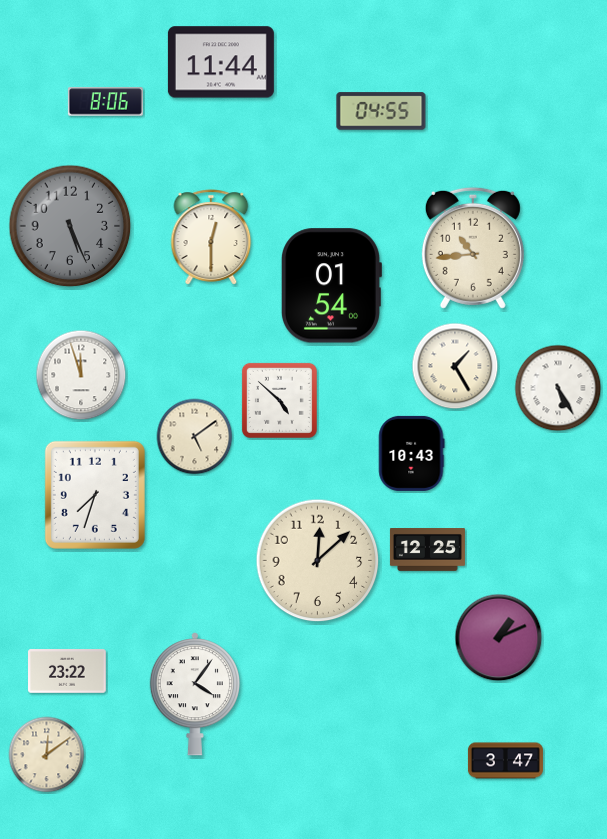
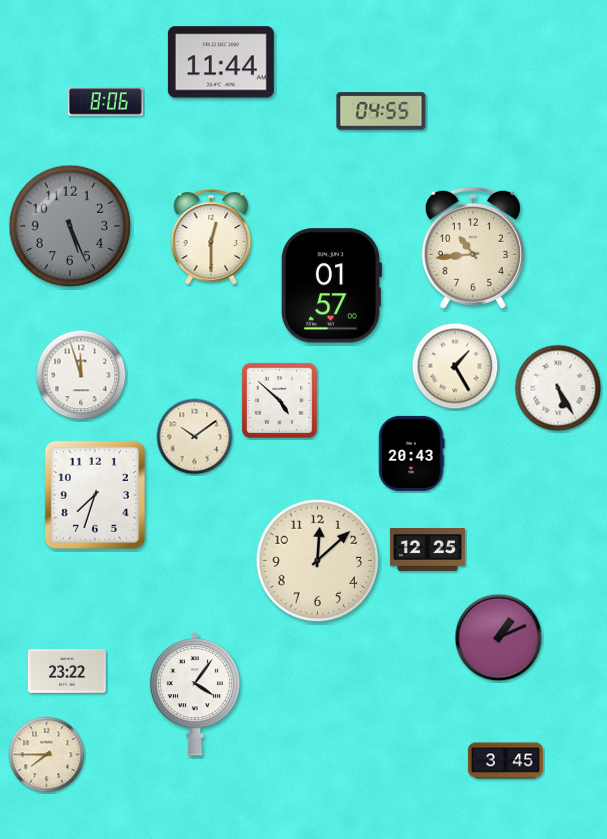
clock at (331, 286): 01:54 -> 01:57
clock at (195, 437): 5:09 -> 10:09
clock at (412, 453): 10:43 -> 20:43
clock at (47, 755): 12:09 -> 7:45
clock at (505, 761): 3:47 -> 3:45
